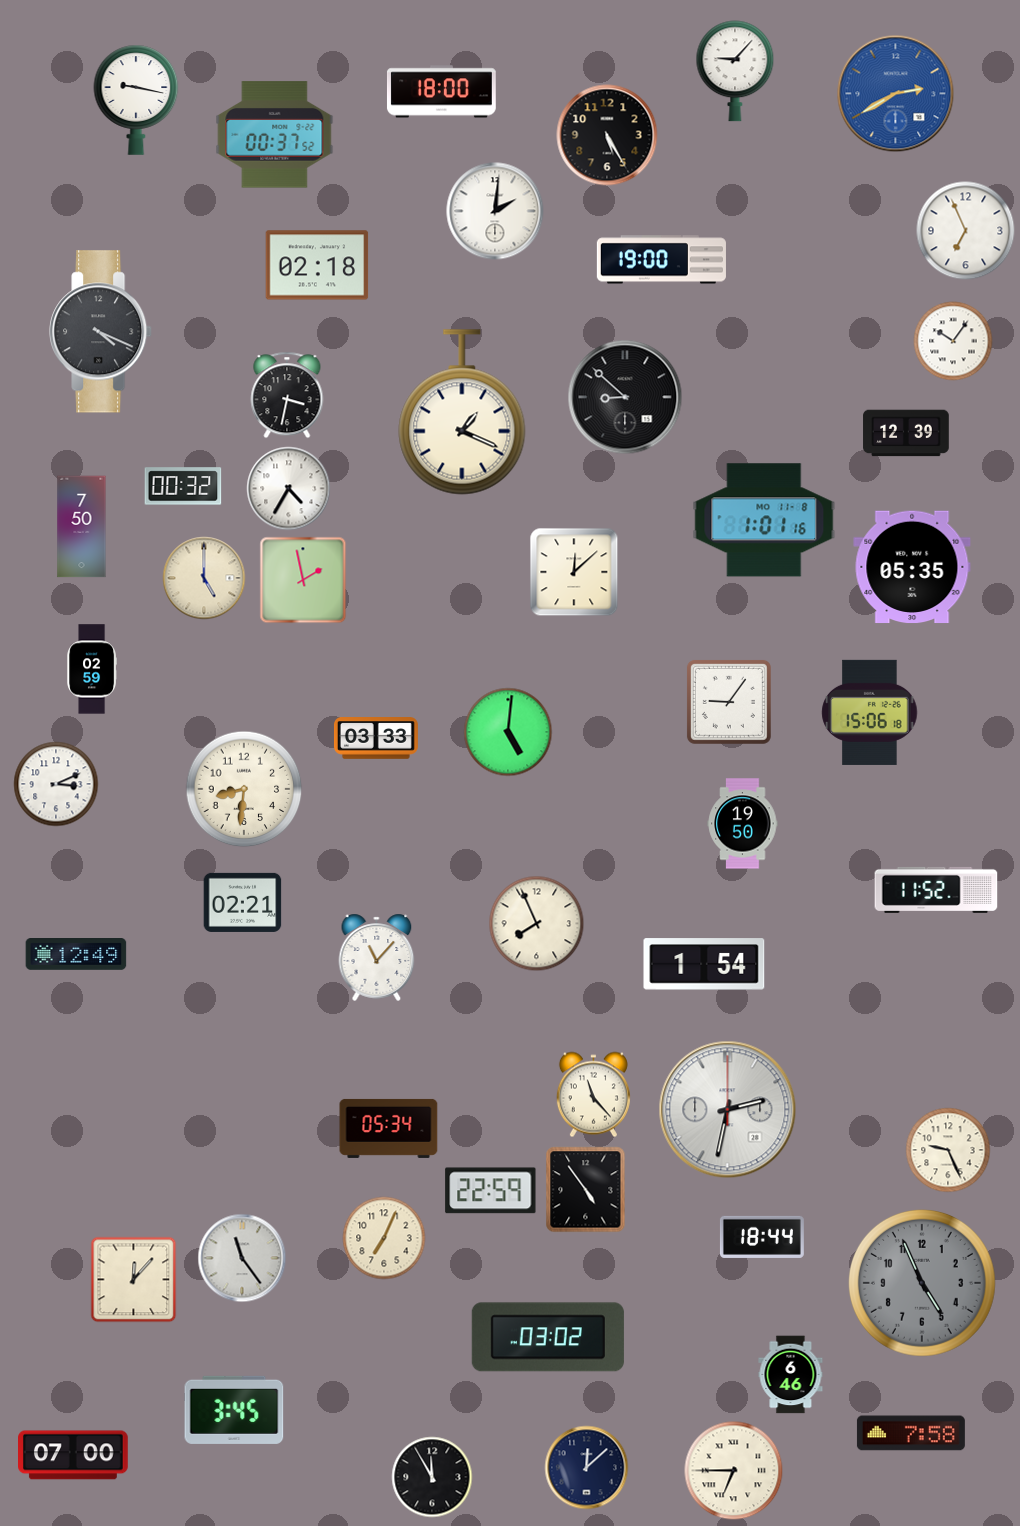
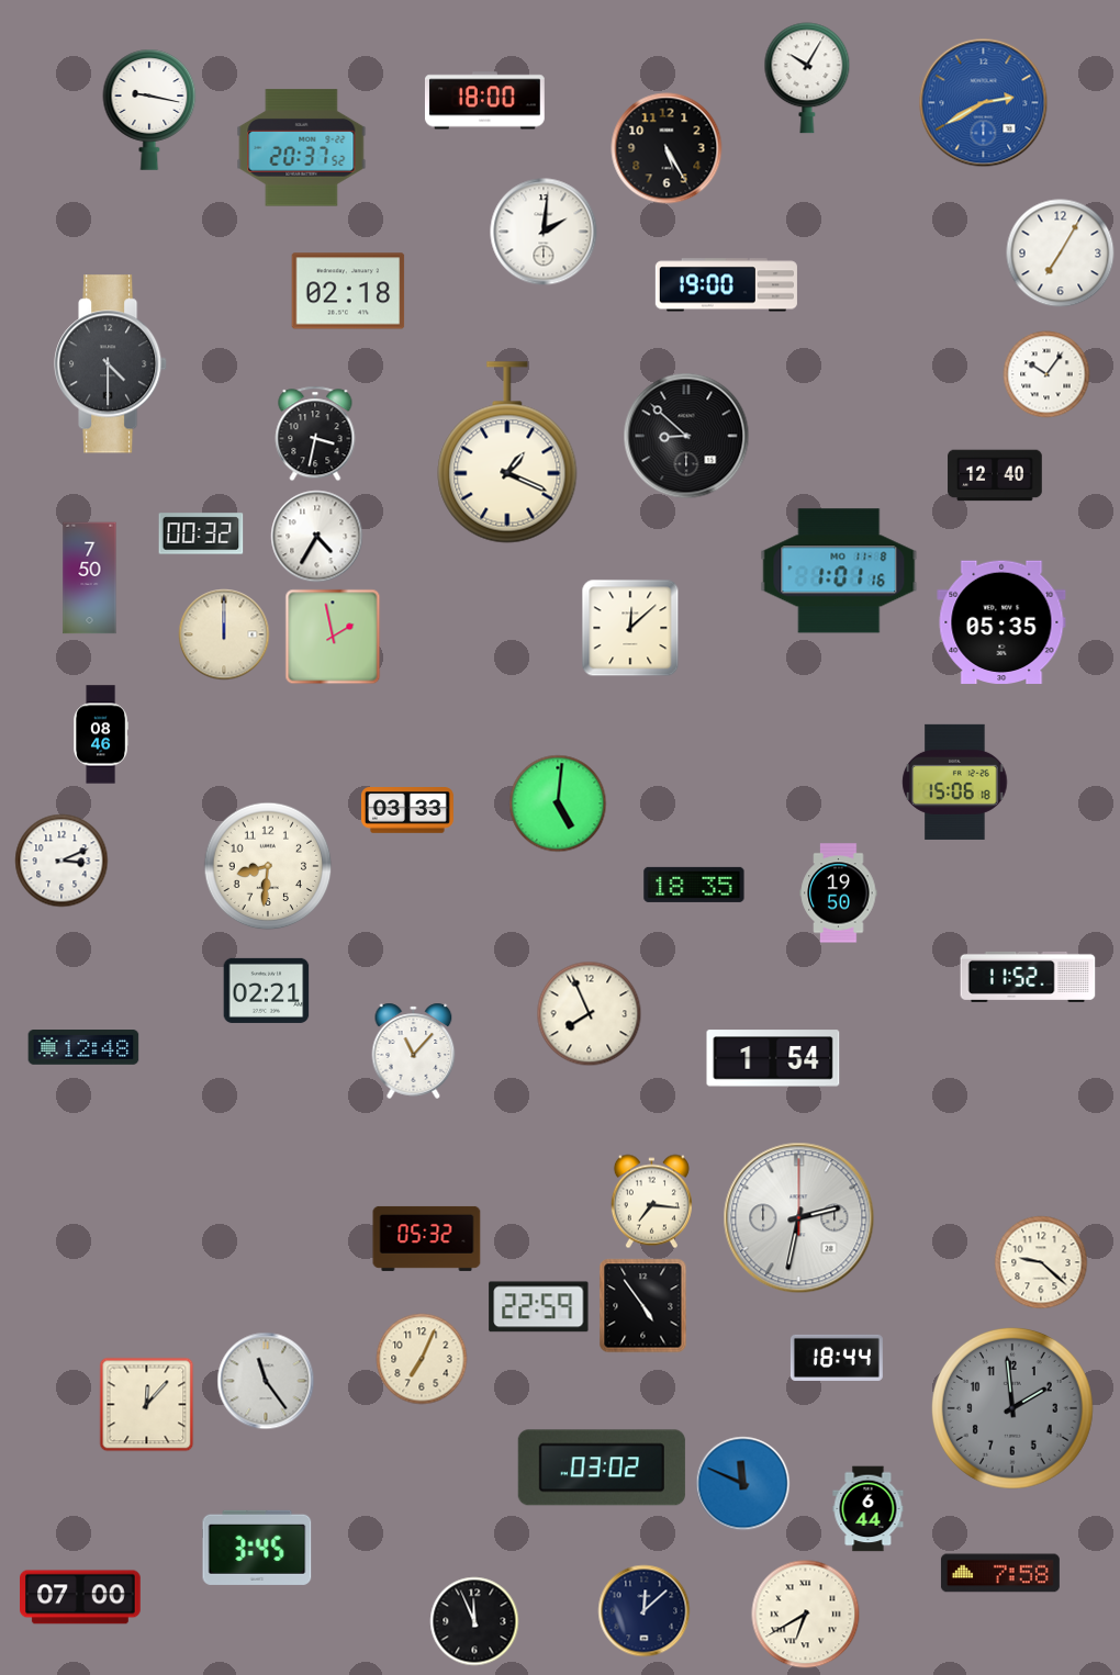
clock at (735, 71): 9:07 -> 10:05
clock at (275, 135): 00:37 -> 20:37
clock at (966, 231): 6:56 -> 7:05
clock at (101, 332): 4:19 -> 4:30
clock at (906, 433): 12:39 -> 12:40
clock at (204, 578): 5:00 -> 12:00
clock at (91, 669): 02:59 -> 08:46
clock at (729, 702): 9:06 -> none
clock at (376, 738) position: (376, 738) -> (407, 810)
clock at (694, 885): none -> 18:35
clock at (743, 824) position: (743, 824) -> (839, 893)
clock at (76, 955): 12:49 -> 12:48
clock at (593, 1095): 11:23 -> 7:16
clock at (389, 1128): 05:34 -> 05:32
clock at (948, 1150): 9:26 -> 9:22
clock at (922, 1283): 4:56 -> 1:59
clock at (743, 1484): none -> 11:49
clock at (791, 1375): 6:46 -> 6:44
clock at (734, 1471): 6:45 -> 6:40
clock at (432, 1477): 11:55 -> 11:56
